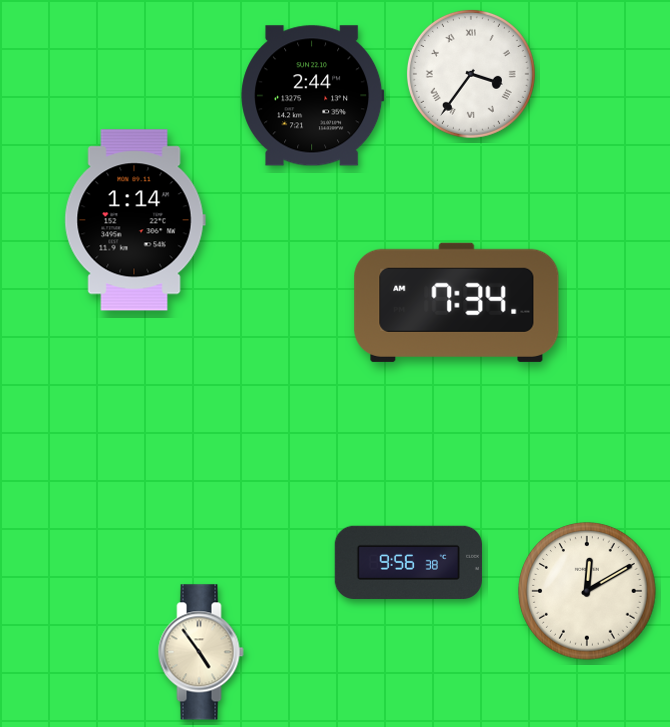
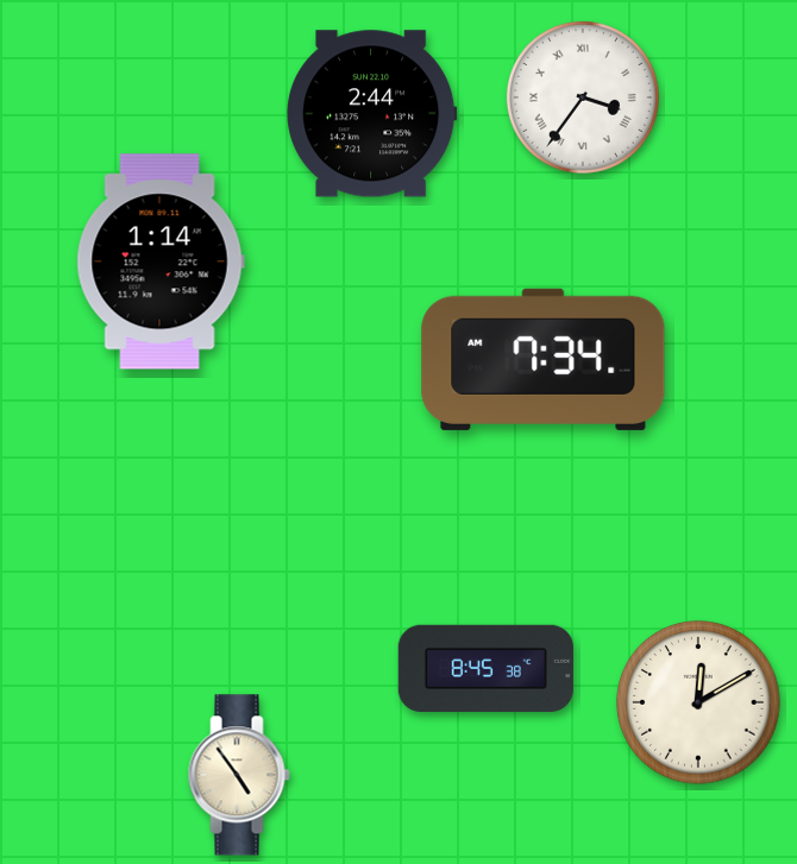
clock at (471, 74) position: (471, 74) -> (583, 97)
clock at (408, 562): 9:56 -> 8:45
